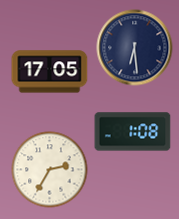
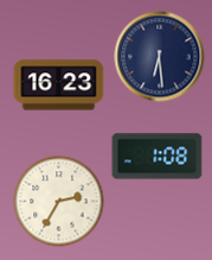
clock at (50, 72): 17:05 -> 16:23
